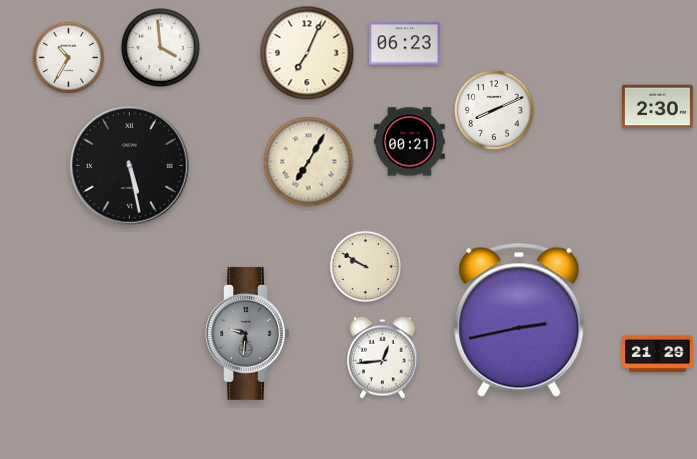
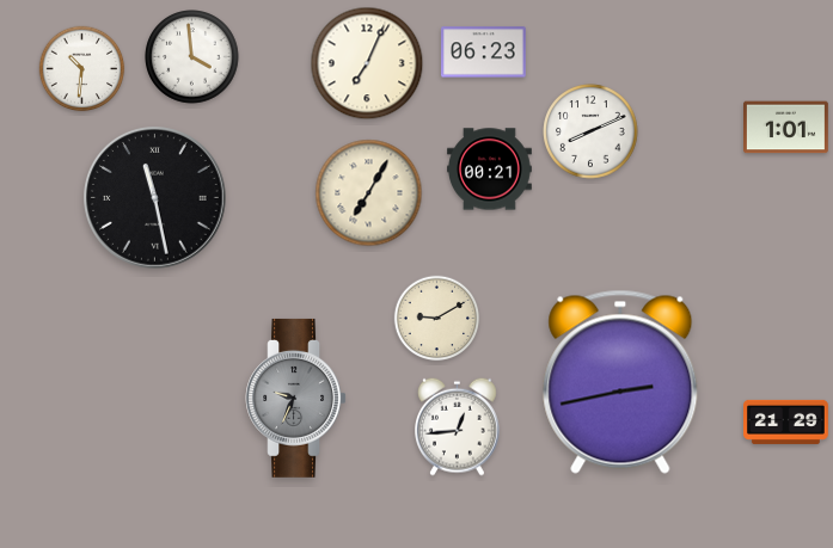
clock at (69, 58): 10:35 -> 10:31
clock at (658, 107): 2:30 -> 1:01
clock at (130, 166): 5:28 -> 11:28
clock at (366, 267): 9:50 -> 9:10
clock at (247, 333): 9:31 -> 9:34
